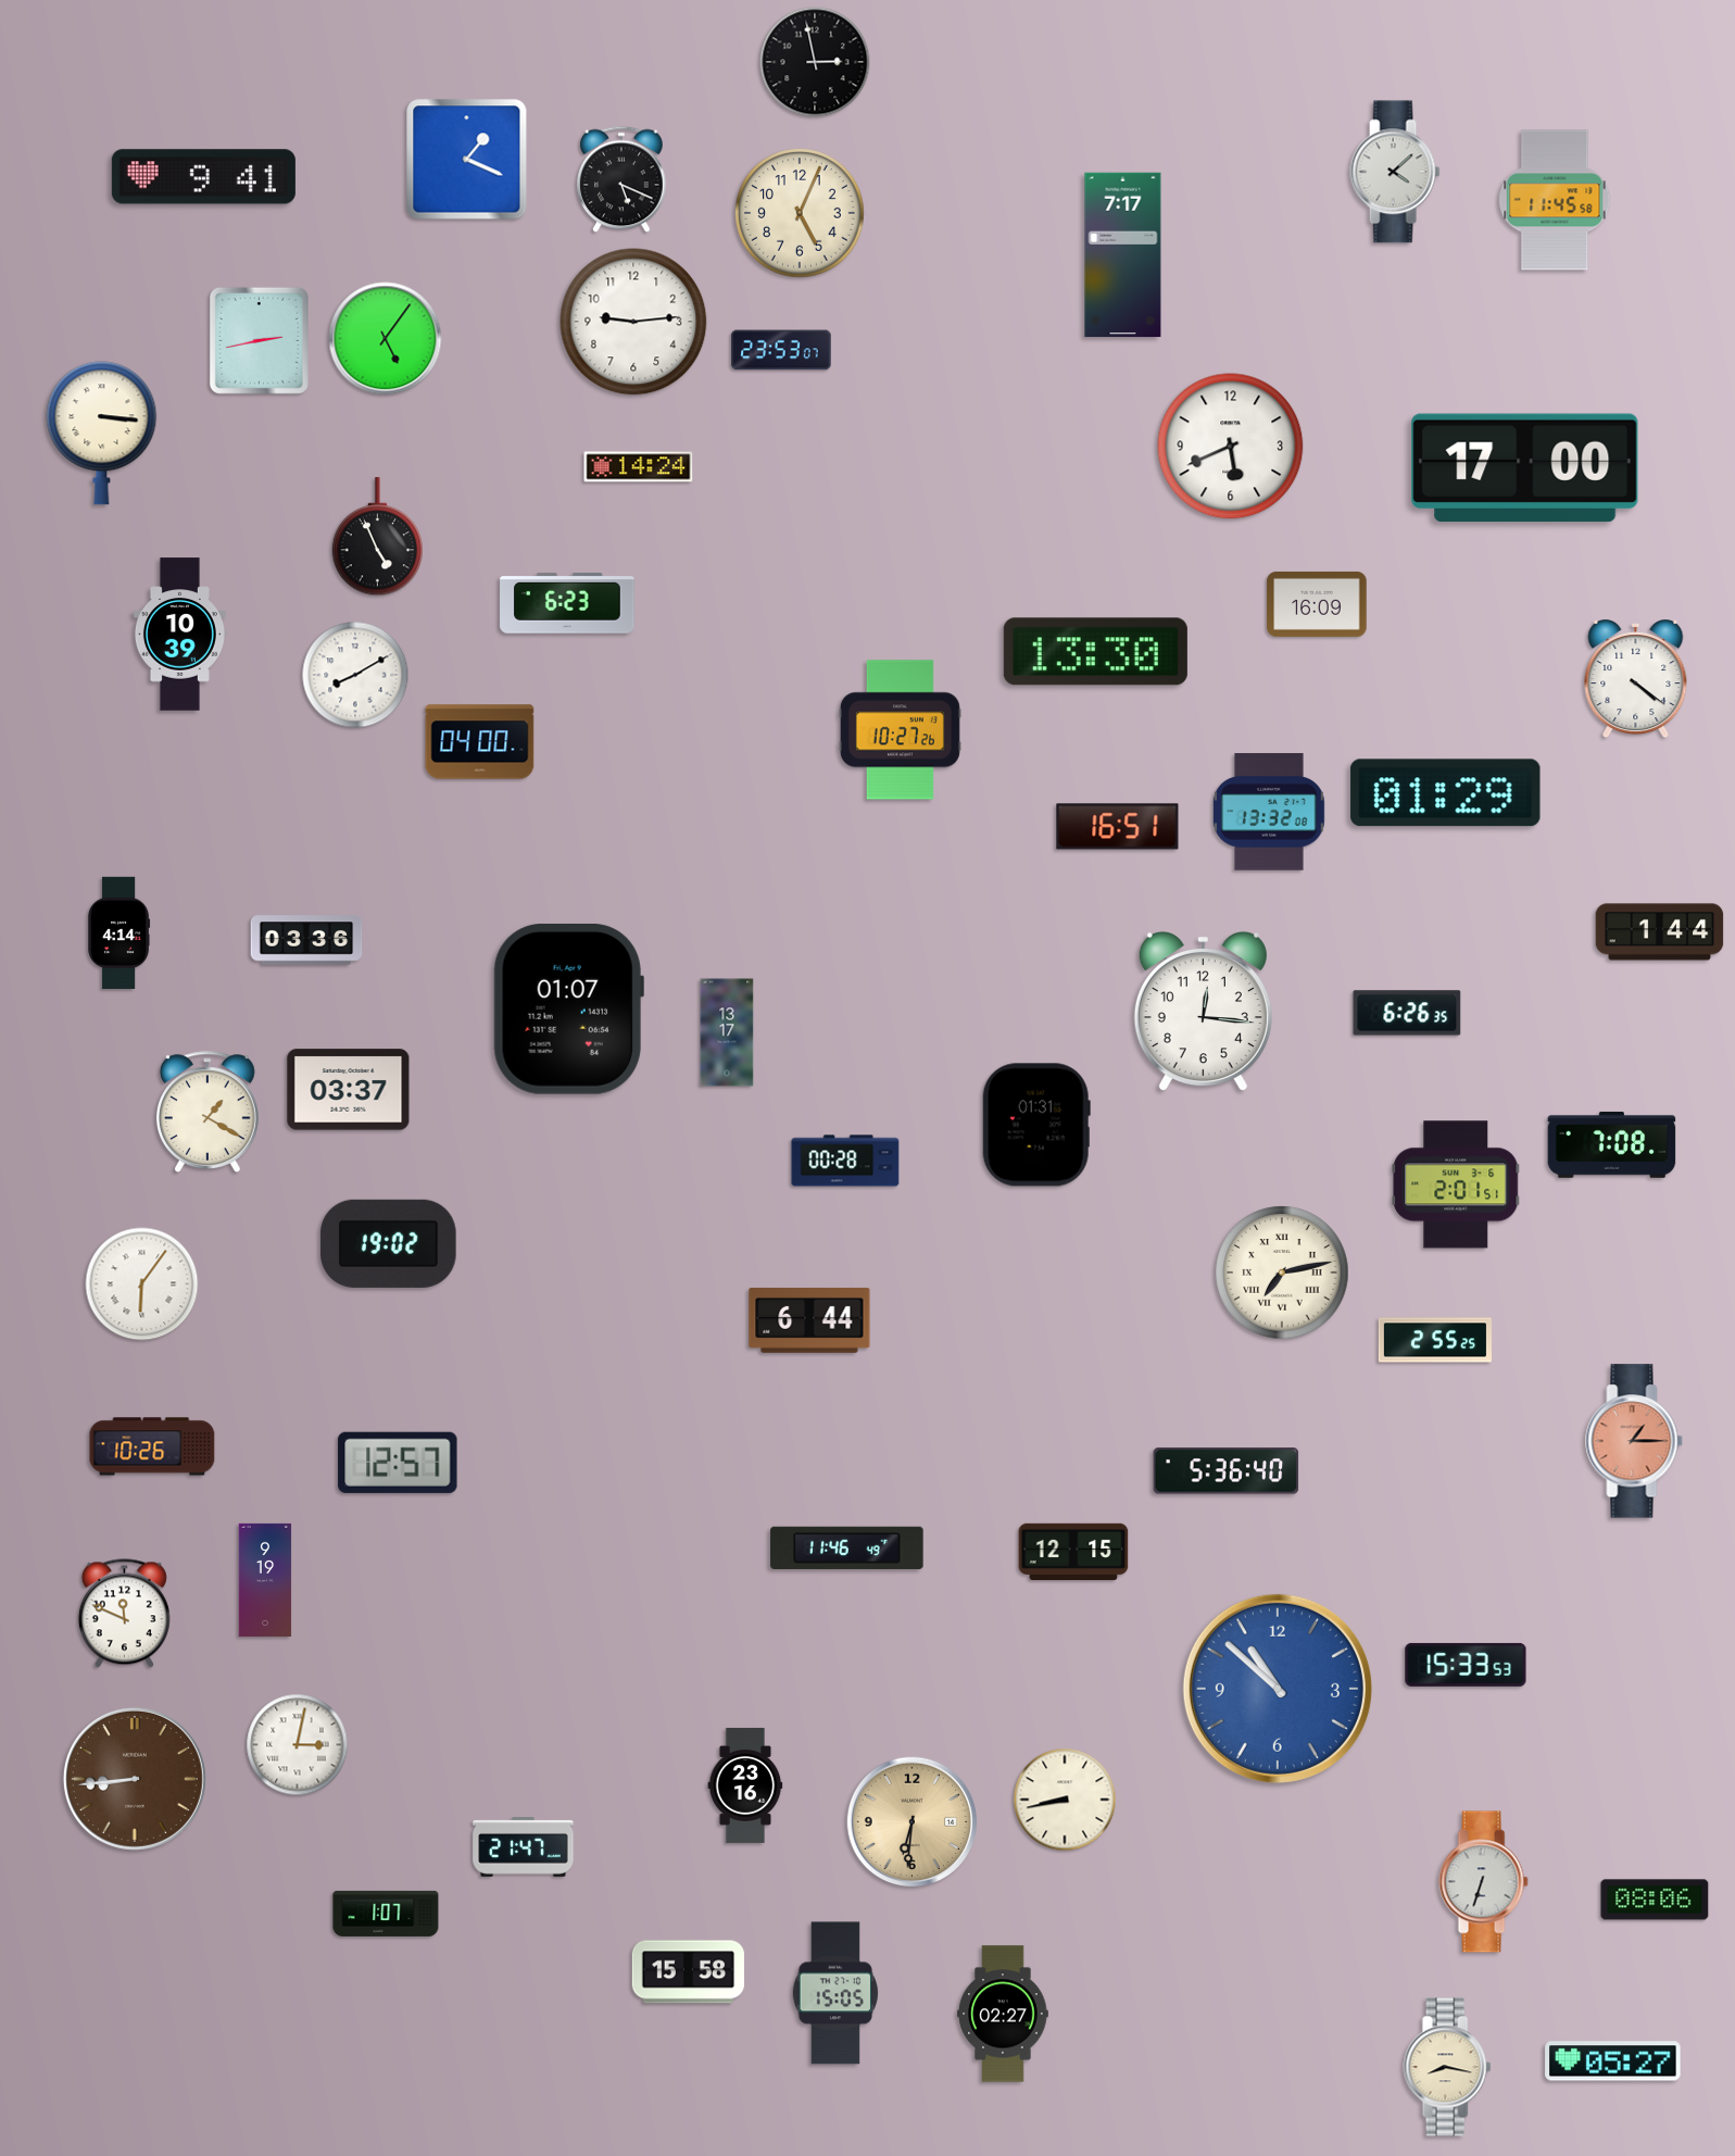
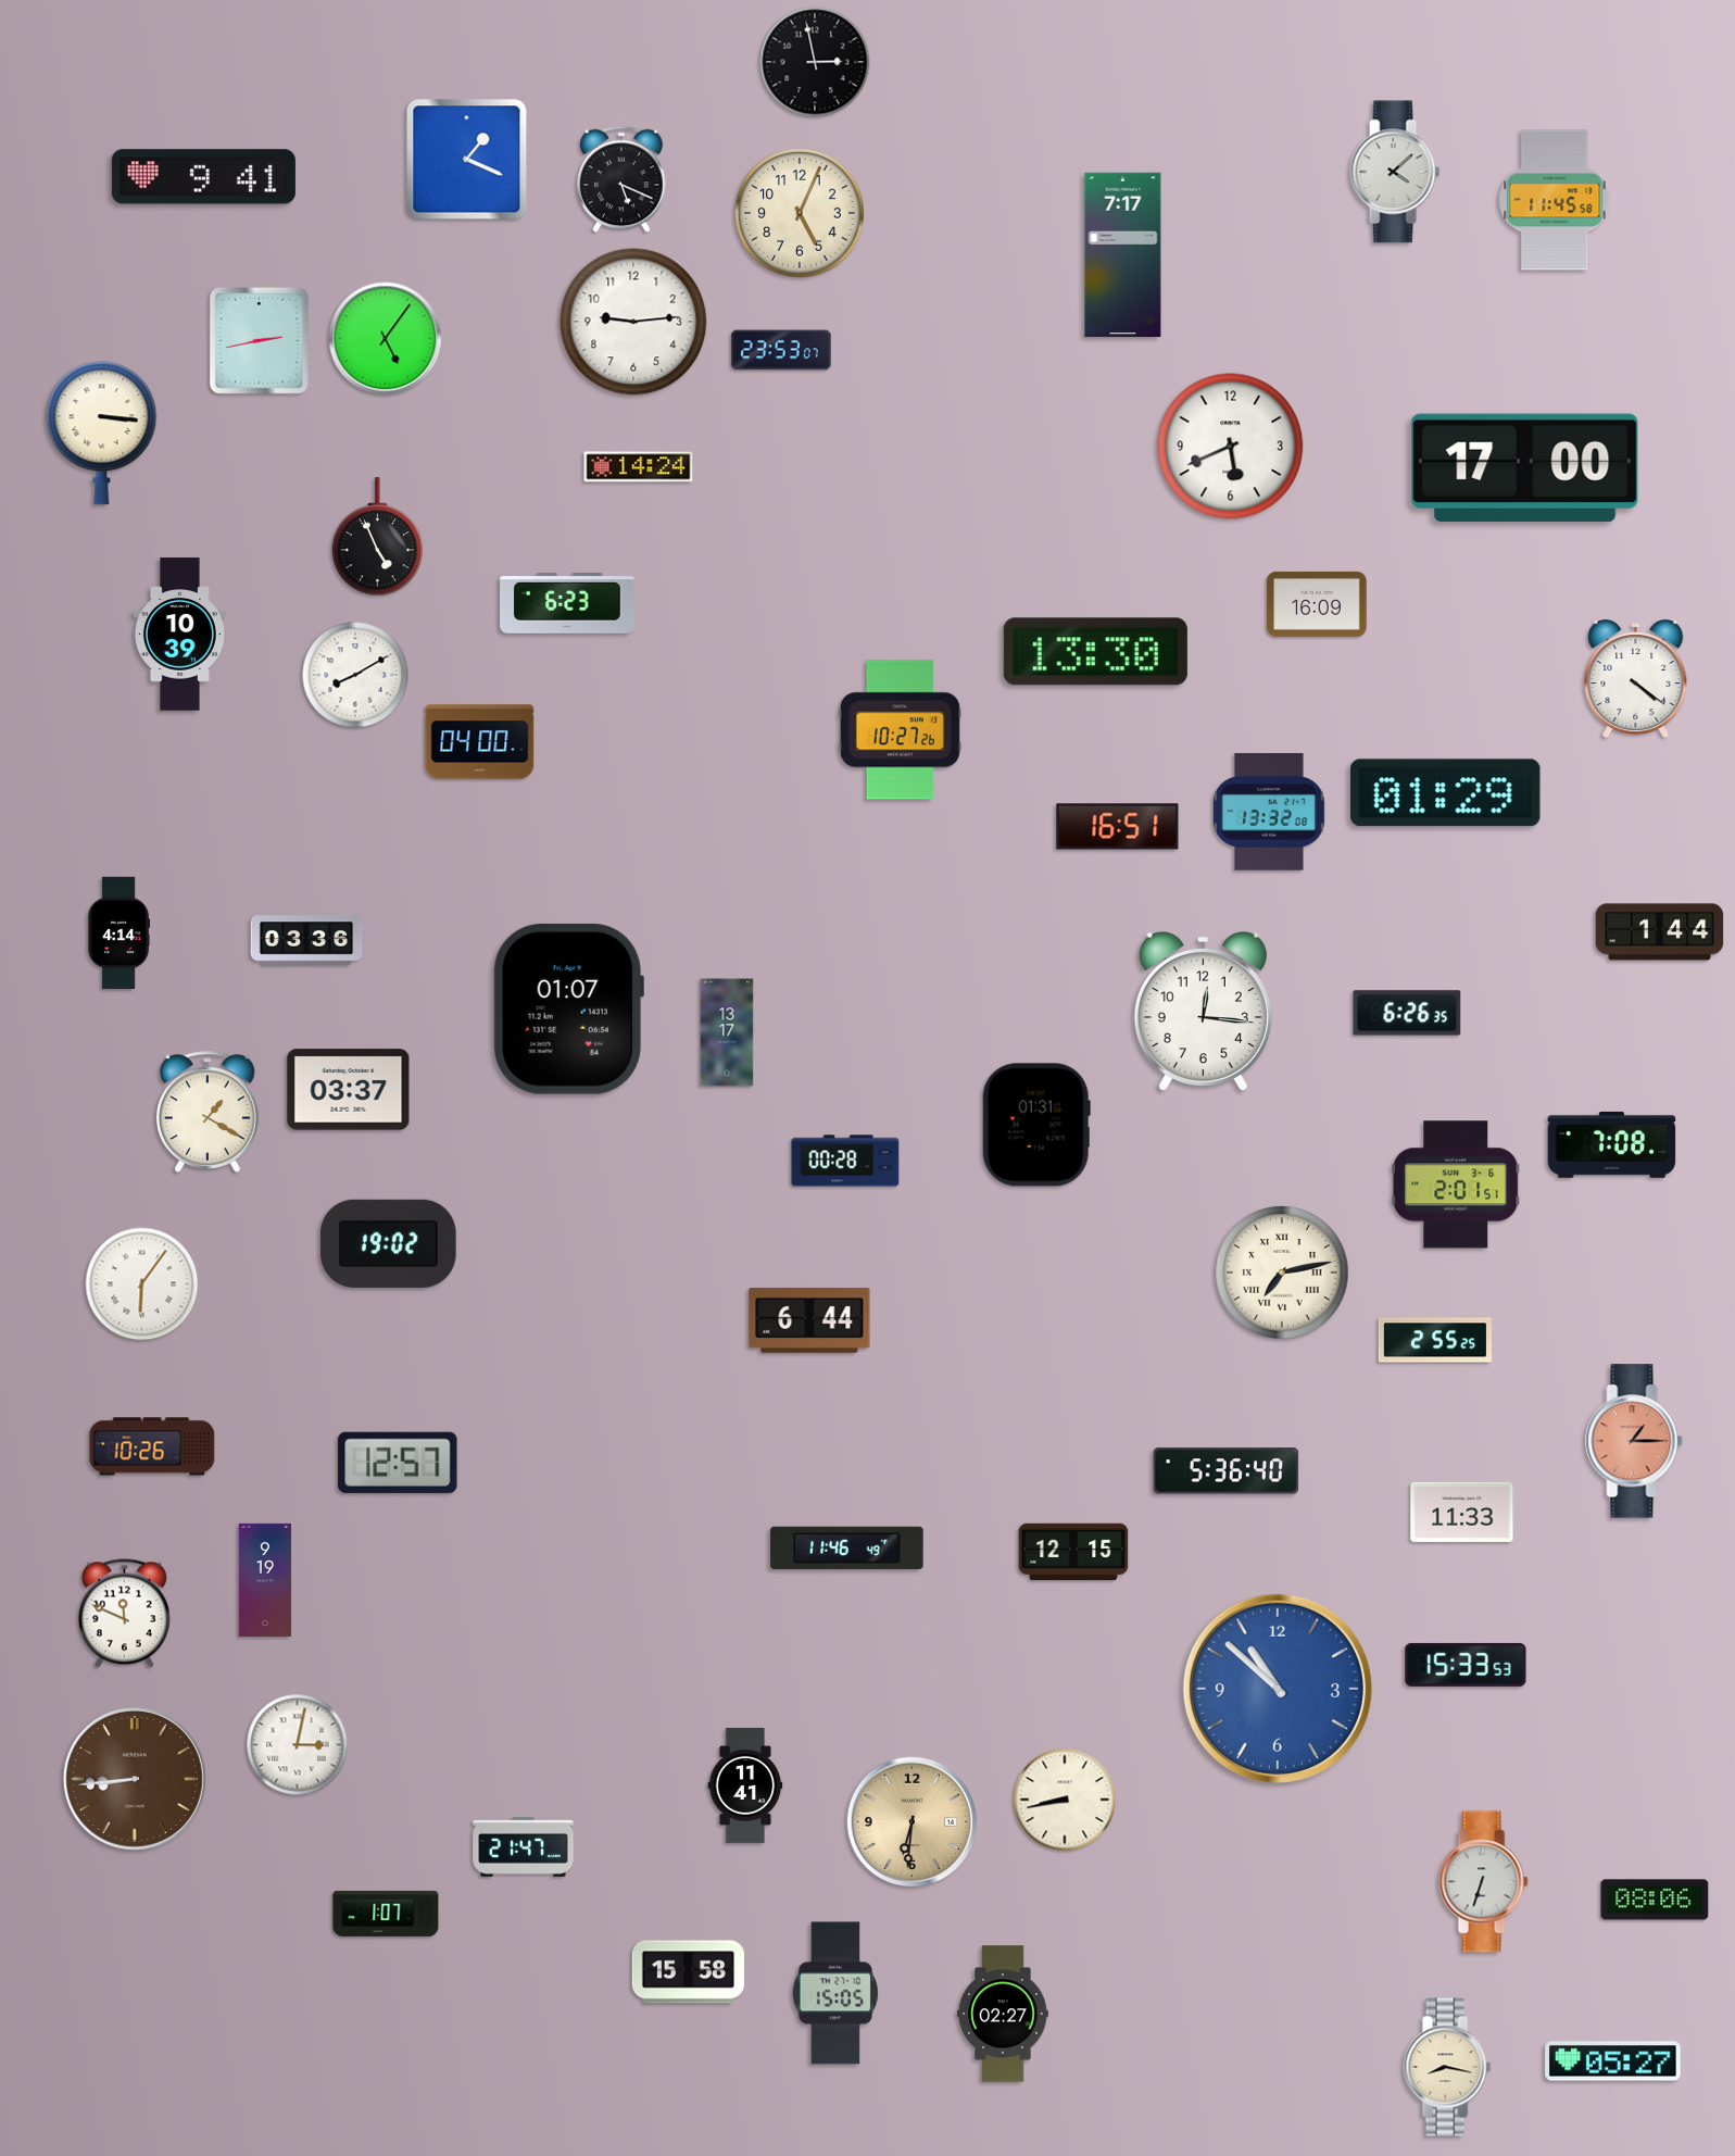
clock at (1462, 1512): none -> 11:33
clock at (745, 1785): 23:16 -> 11:41
